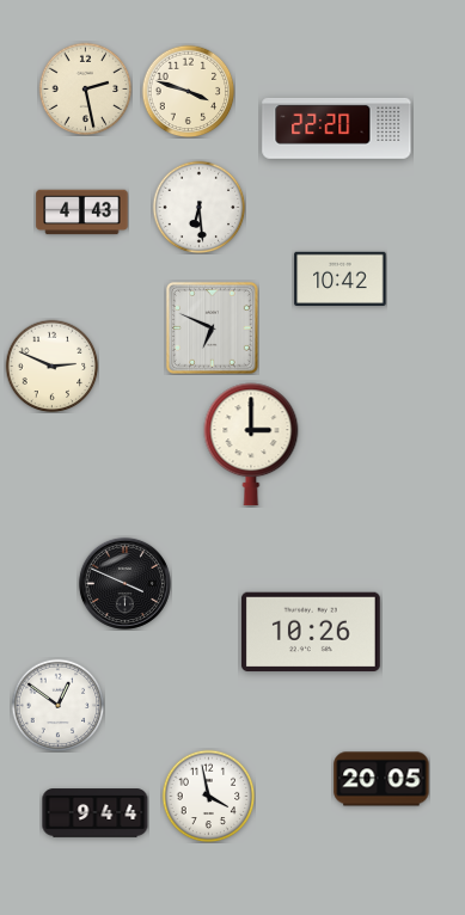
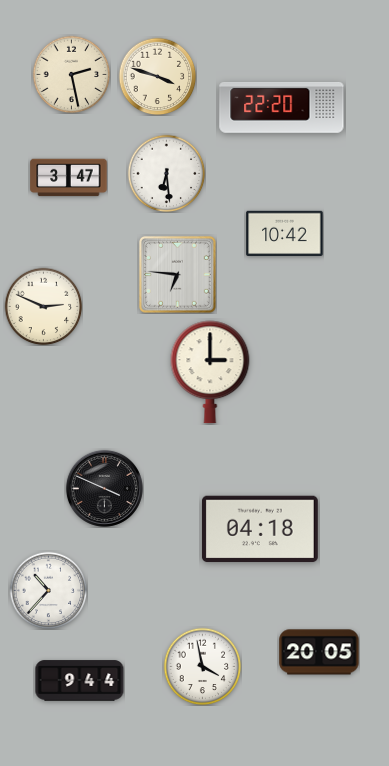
clock at (82, 213): 4:43 -> 3:47
clock at (212, 327): 6:49 -> 6:46
clock at (311, 632): 10:26 -> 04:18
clock at (57, 705): 12:51 -> 10:37
clock at (208, 796) position: (208, 796) -> (202, 666)
